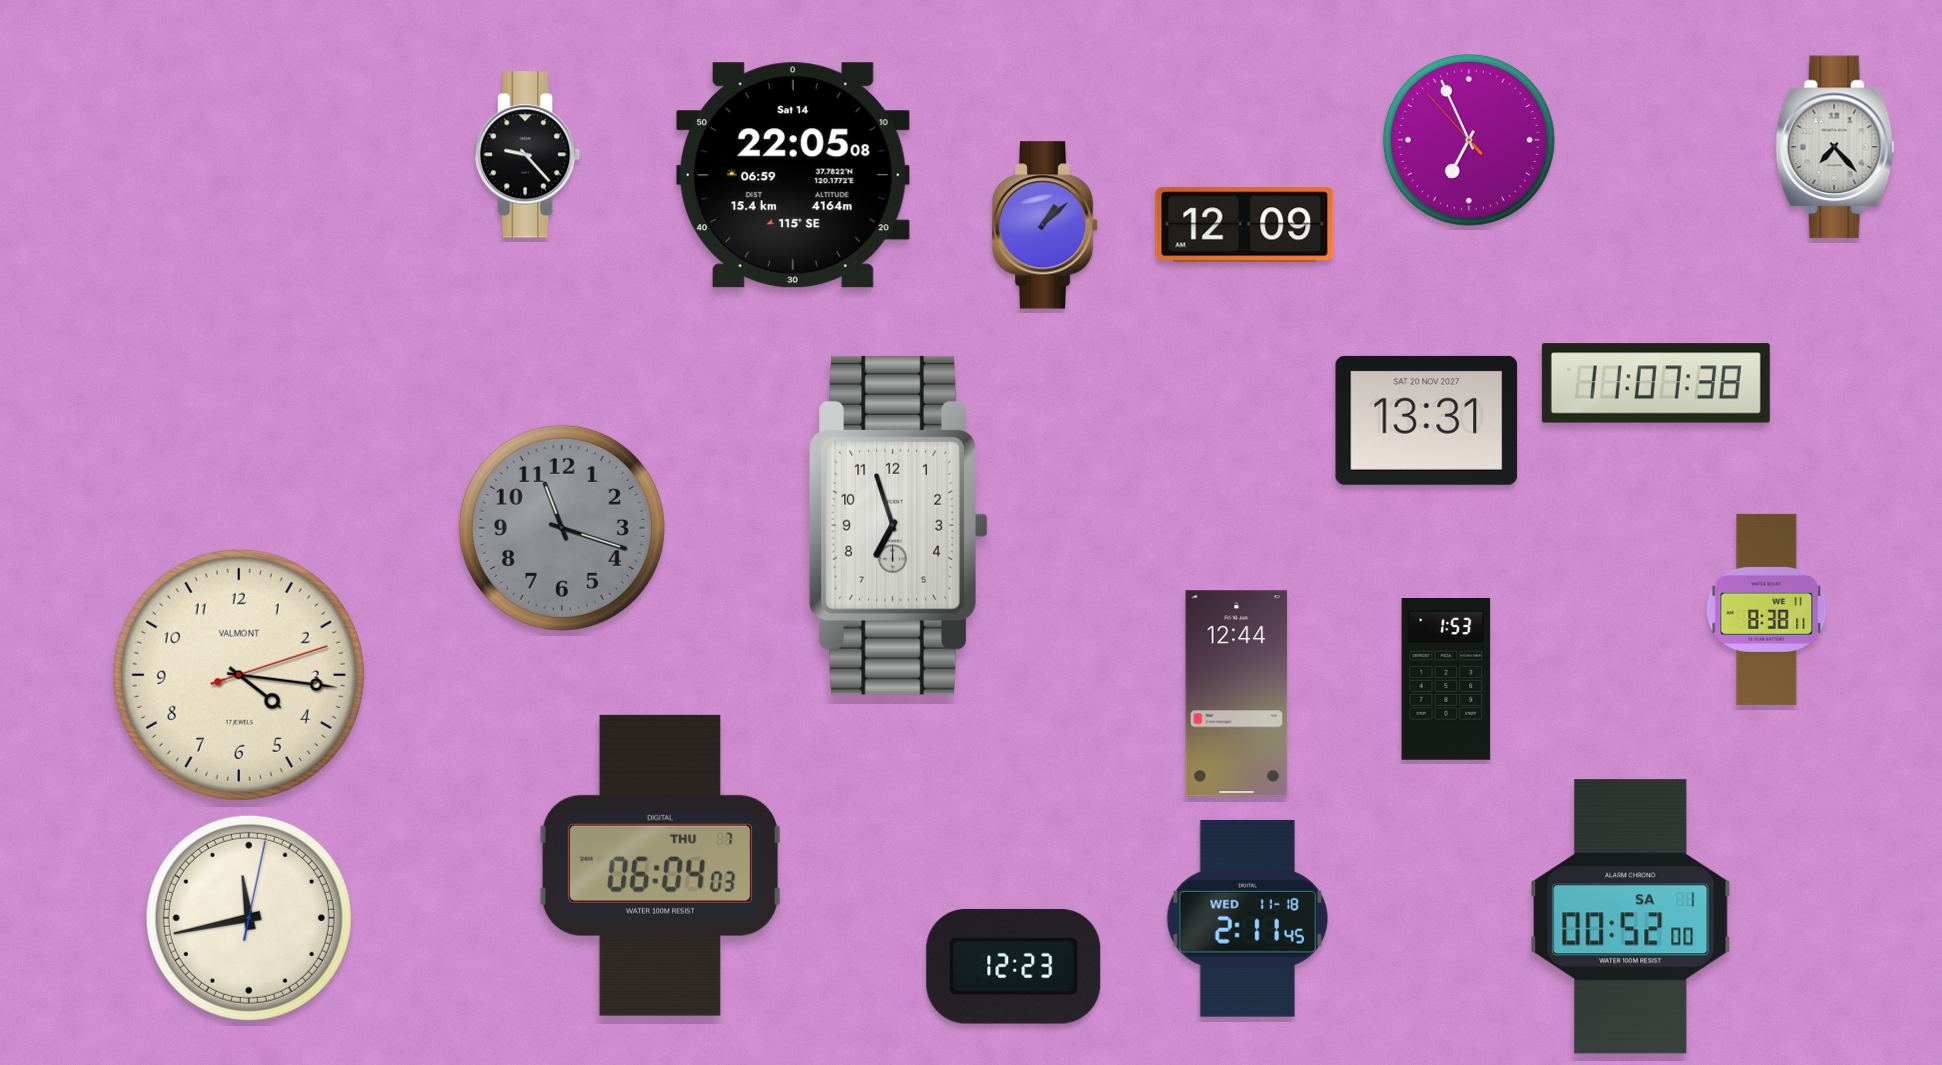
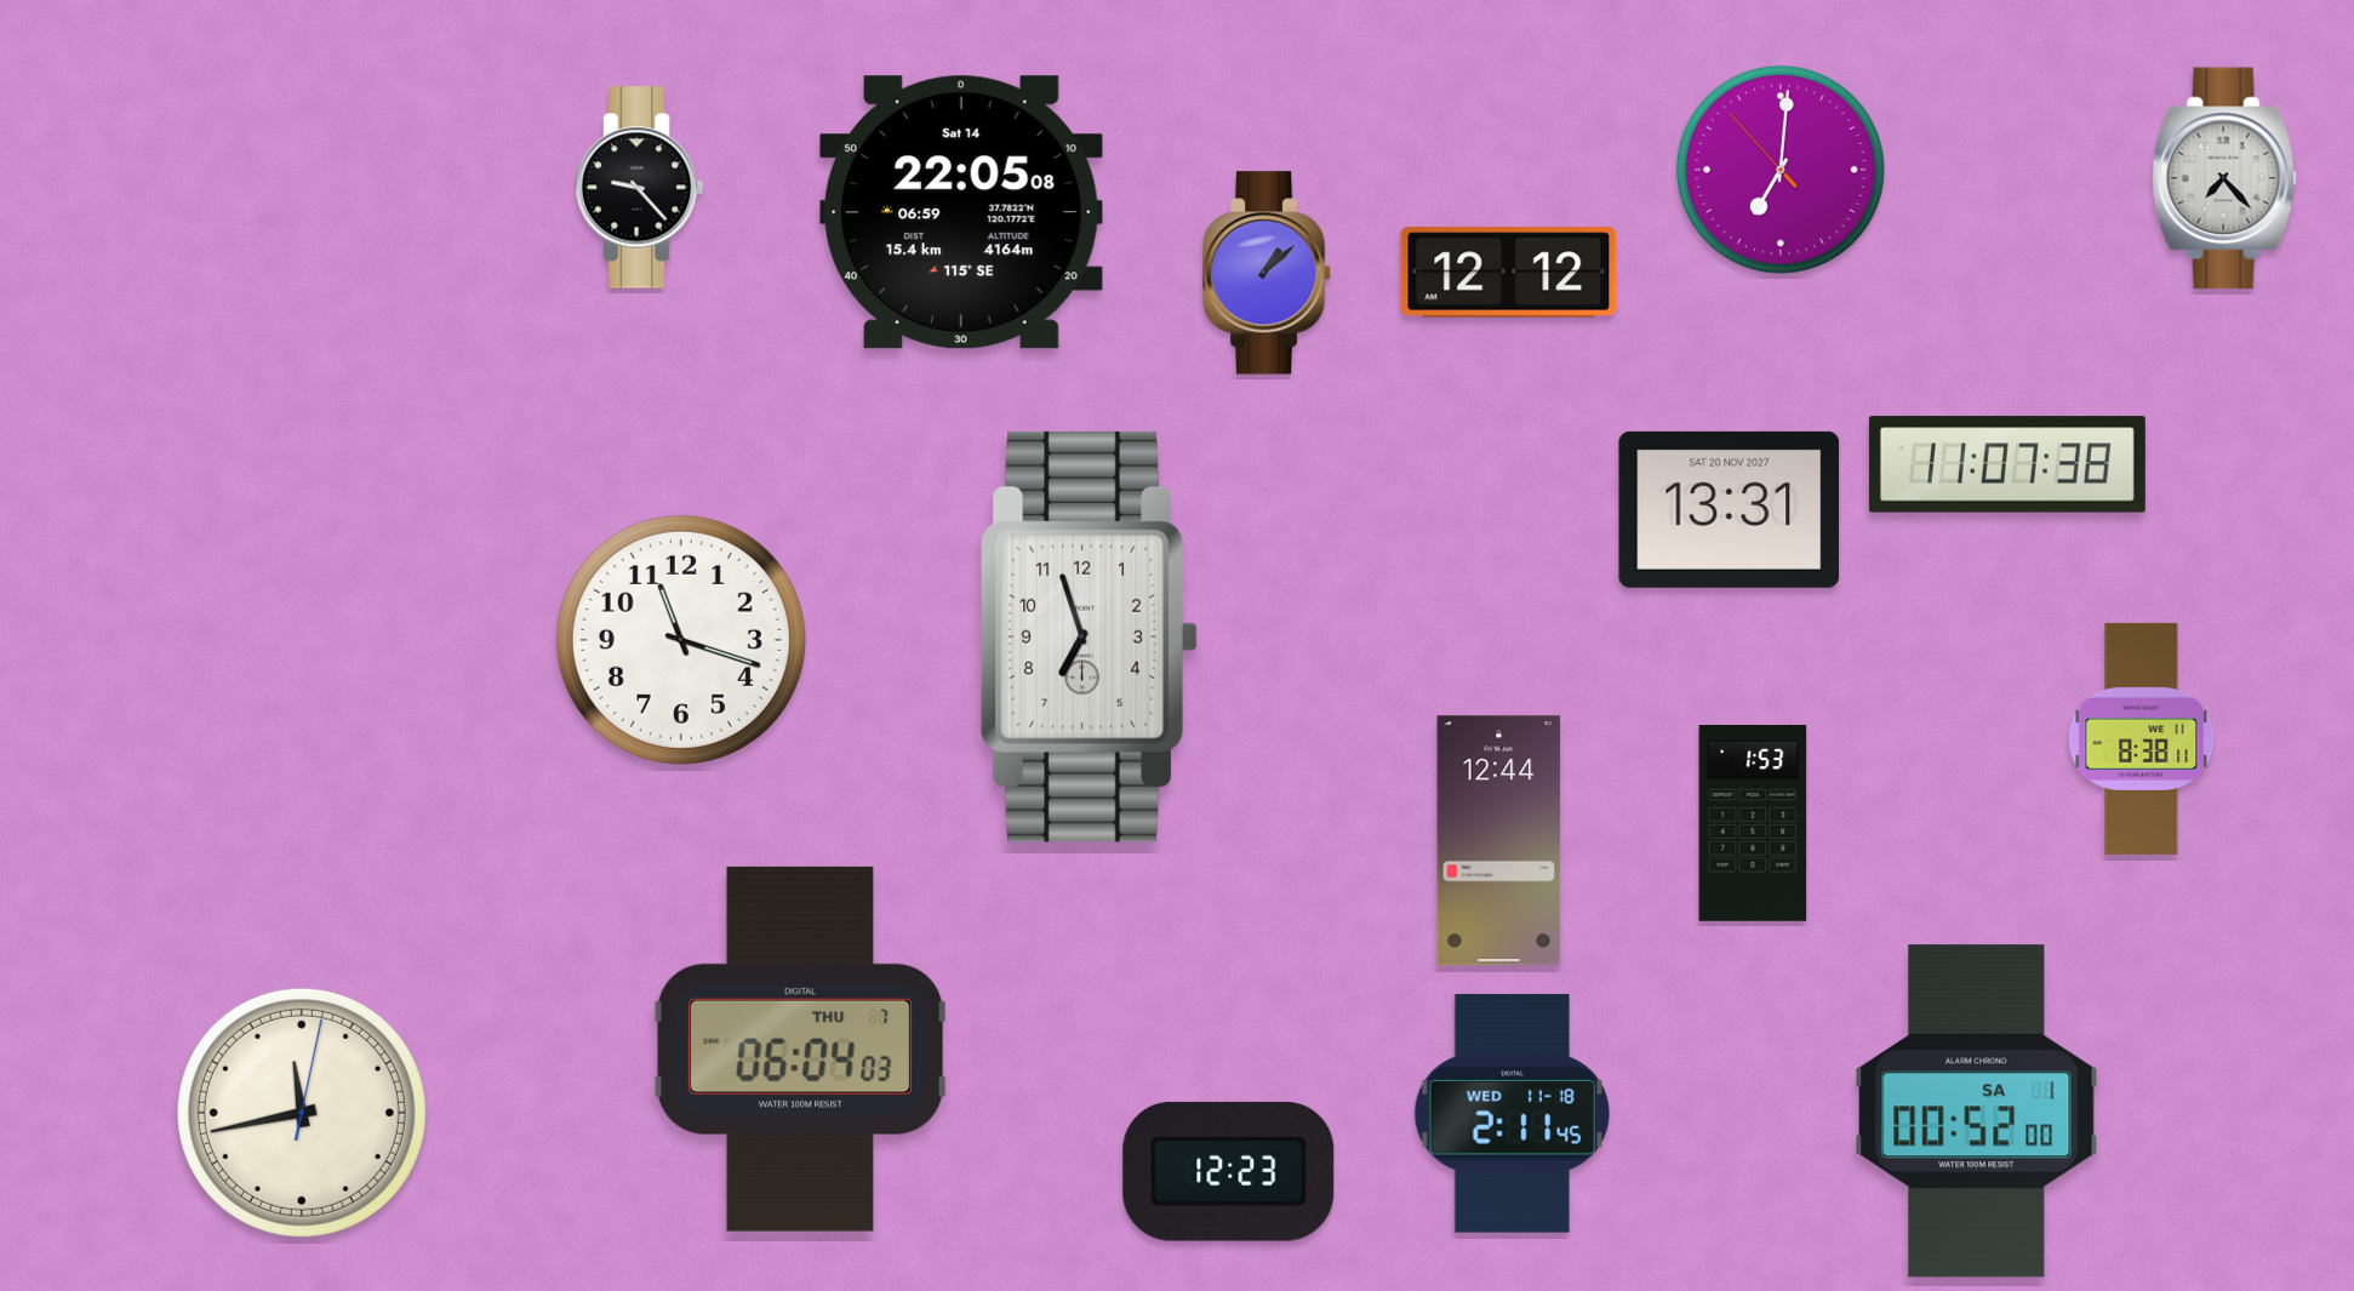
clock at (1469, 140): 6:55 -> 7:00
clock at (1245, 225): 12:09 -> 12:12
clock at (562, 528) dial: grey -> white
clock at (239, 675): 4:16 -> none
